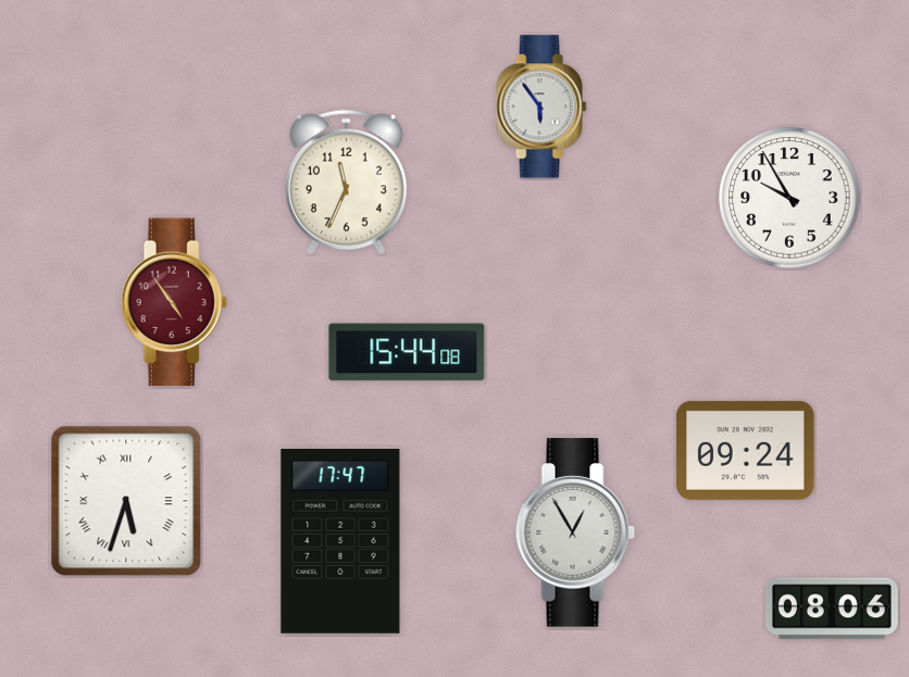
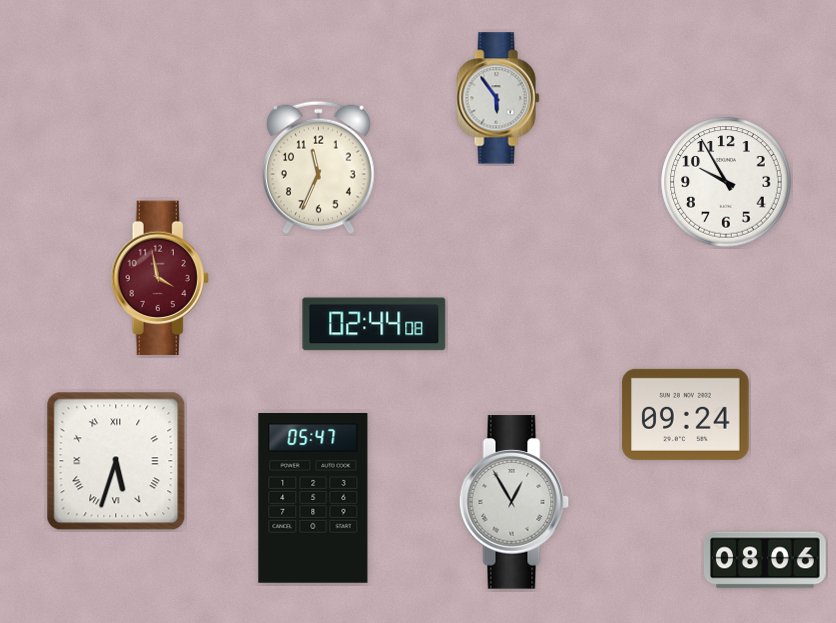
clock at (174, 302): 4:54 -> 3:58
clock at (407, 352): 15:44 -> 02:44
clock at (575, 532) position: (575, 532) -> (514, 502)
clock at (340, 542): 17:47 -> 05:47
